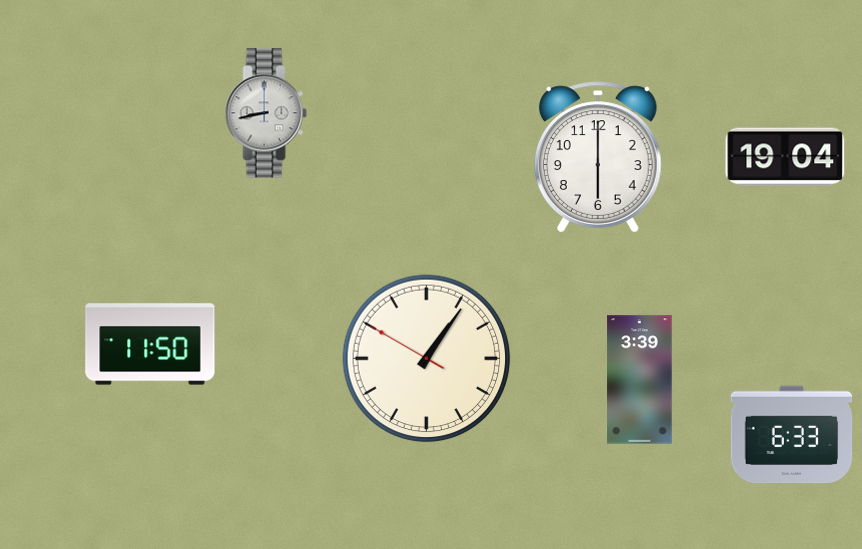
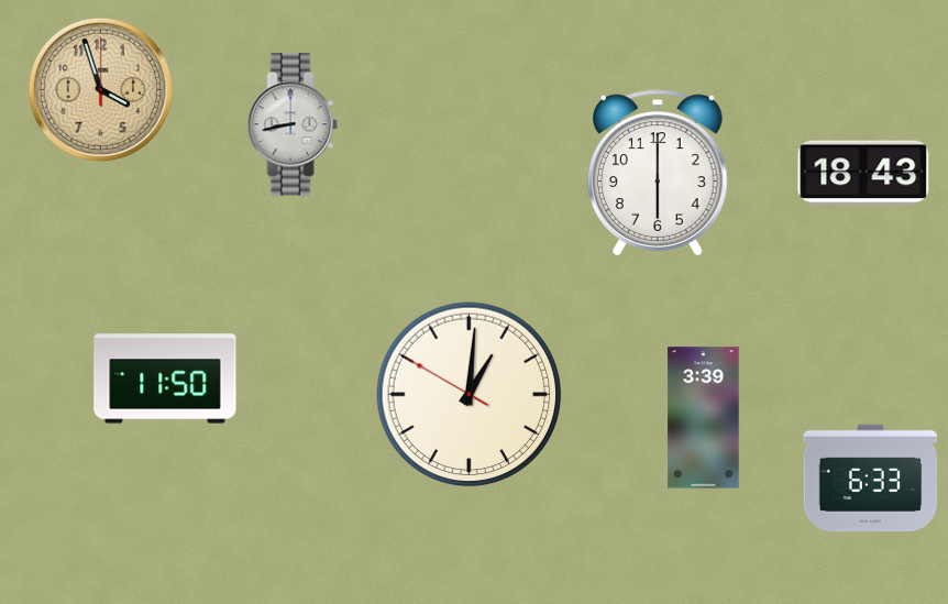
clock at (100, 89): none -> 3:57
clock at (785, 157): 19:04 -> 18:43
clock at (427, 359): 1:05 -> 1:00
